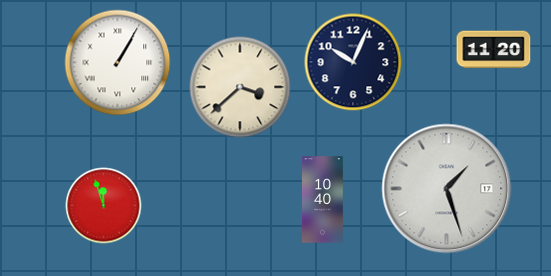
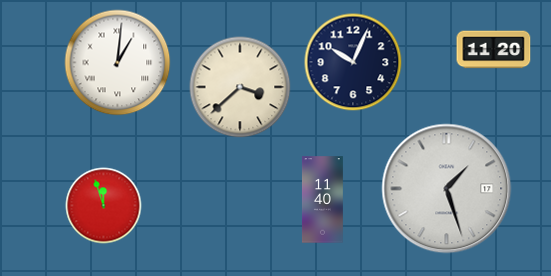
clock at (118, 63): 1:05 -> 1:01
clock at (322, 200): 10:40 -> 11:40
